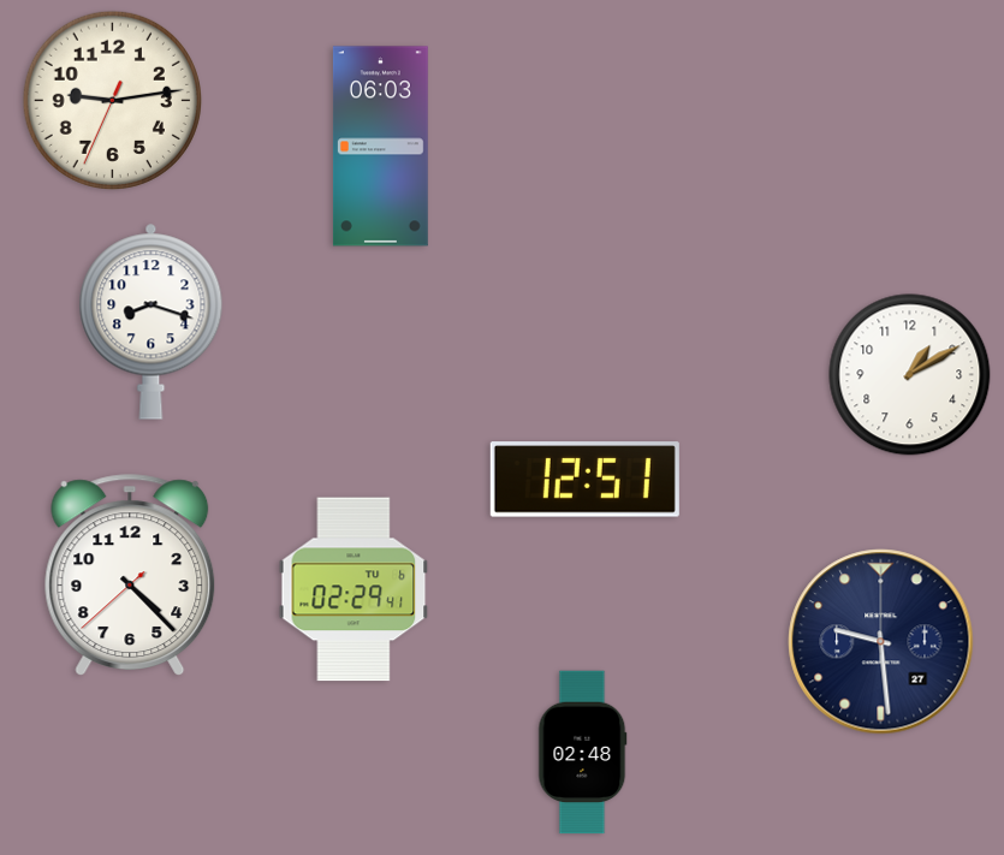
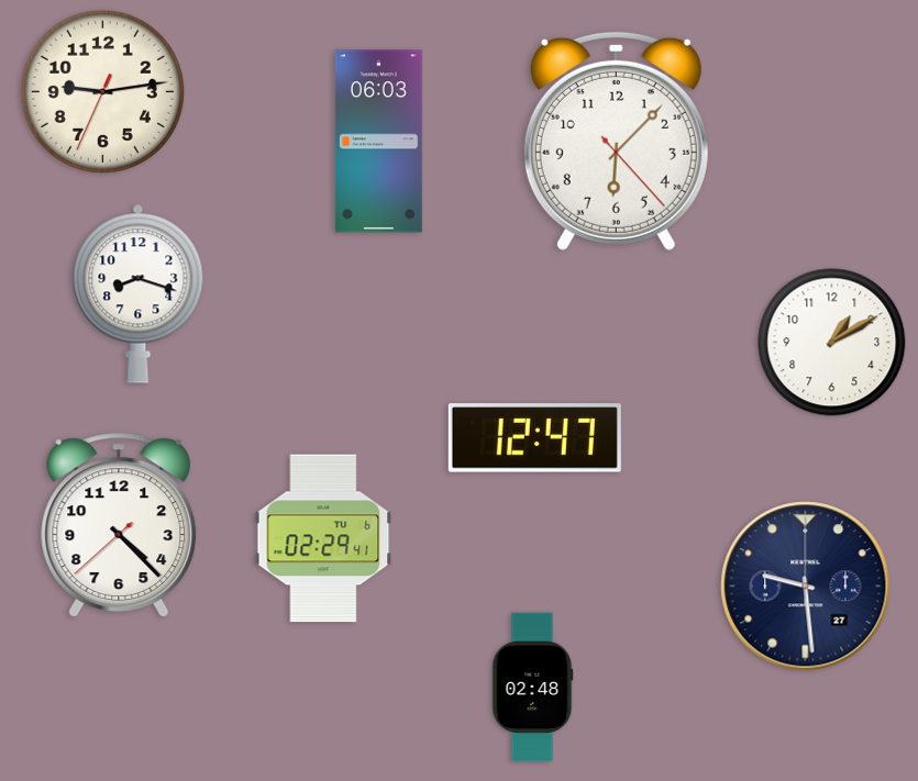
clock at (380, 147) position: (380, 147) -> (378, 142)
clock at (616, 141): none -> 6:07
clock at (584, 480): 12:51 -> 12:47
